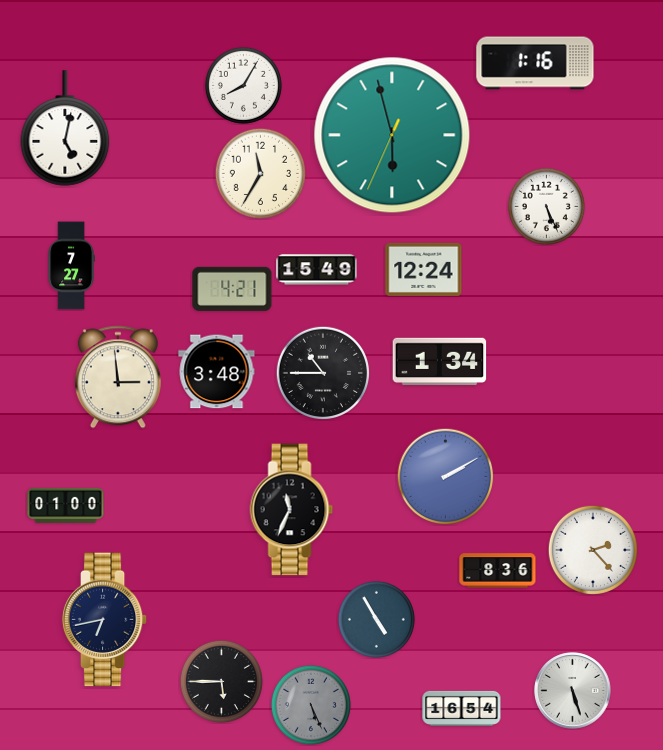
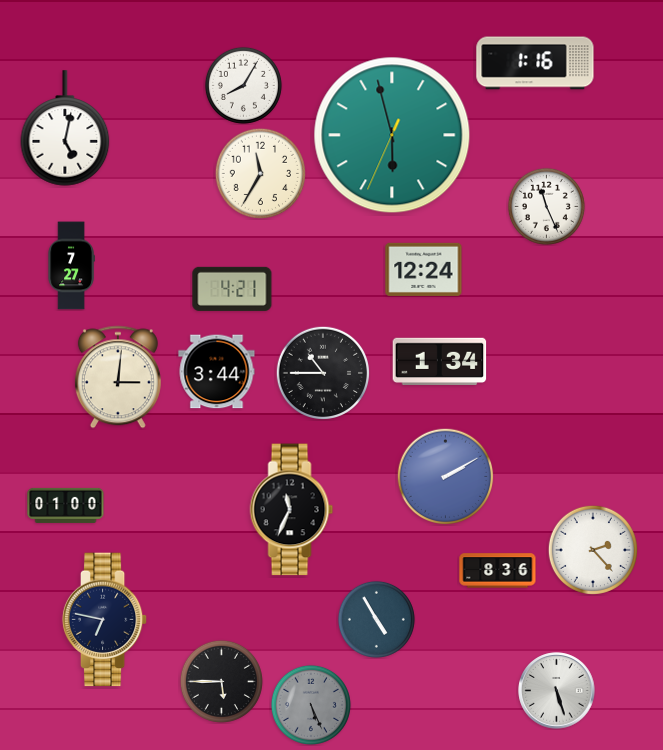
clock at (546, 206): 5:26 -> 11:26
clock at (317, 270): 15:49 -> none
clock at (217, 372): 3:48 -> 3:44
clock at (118, 377): 2:59 -> 3:01
clock at (105, 620): 6:43 -> 6:47
clock at (573, 691) position: (573, 691) -> (557, 691)
clock at (462, 708): 16:54 -> none
